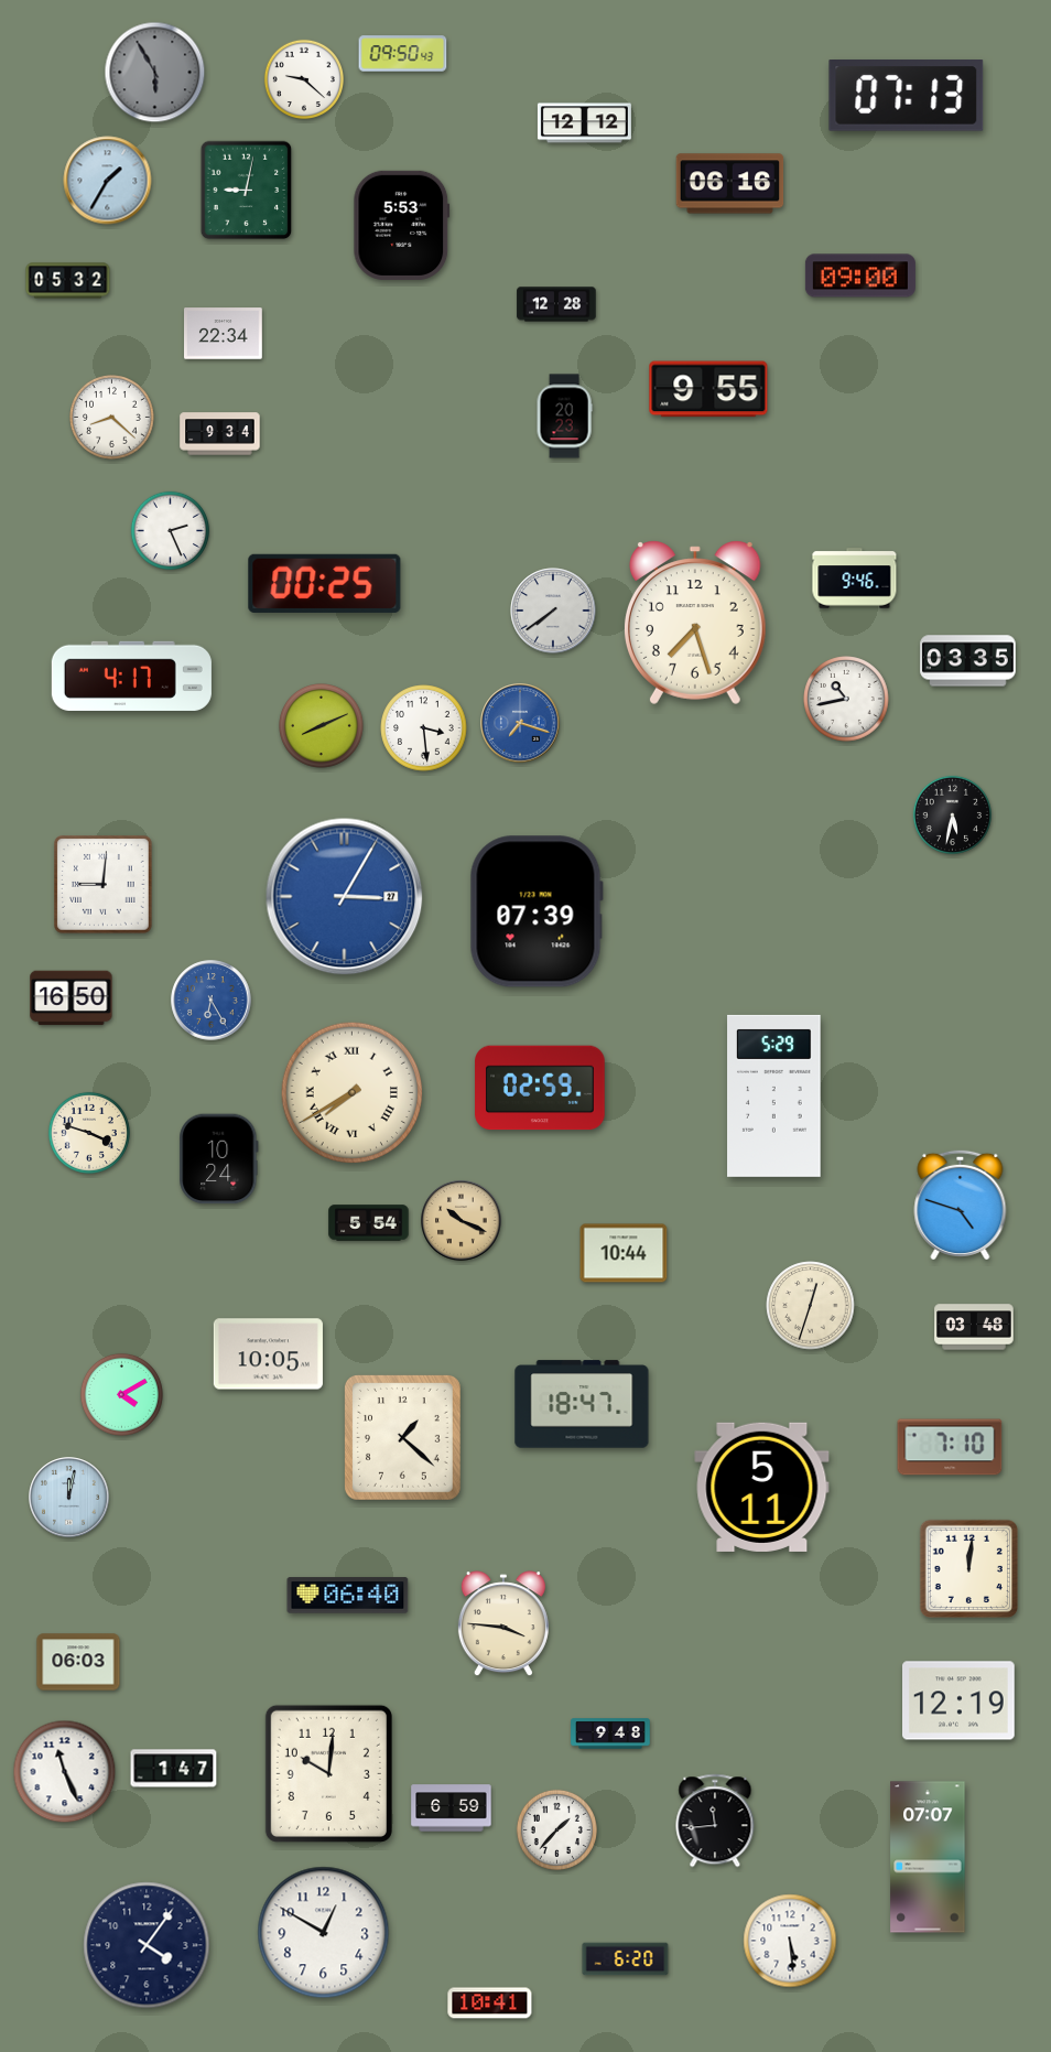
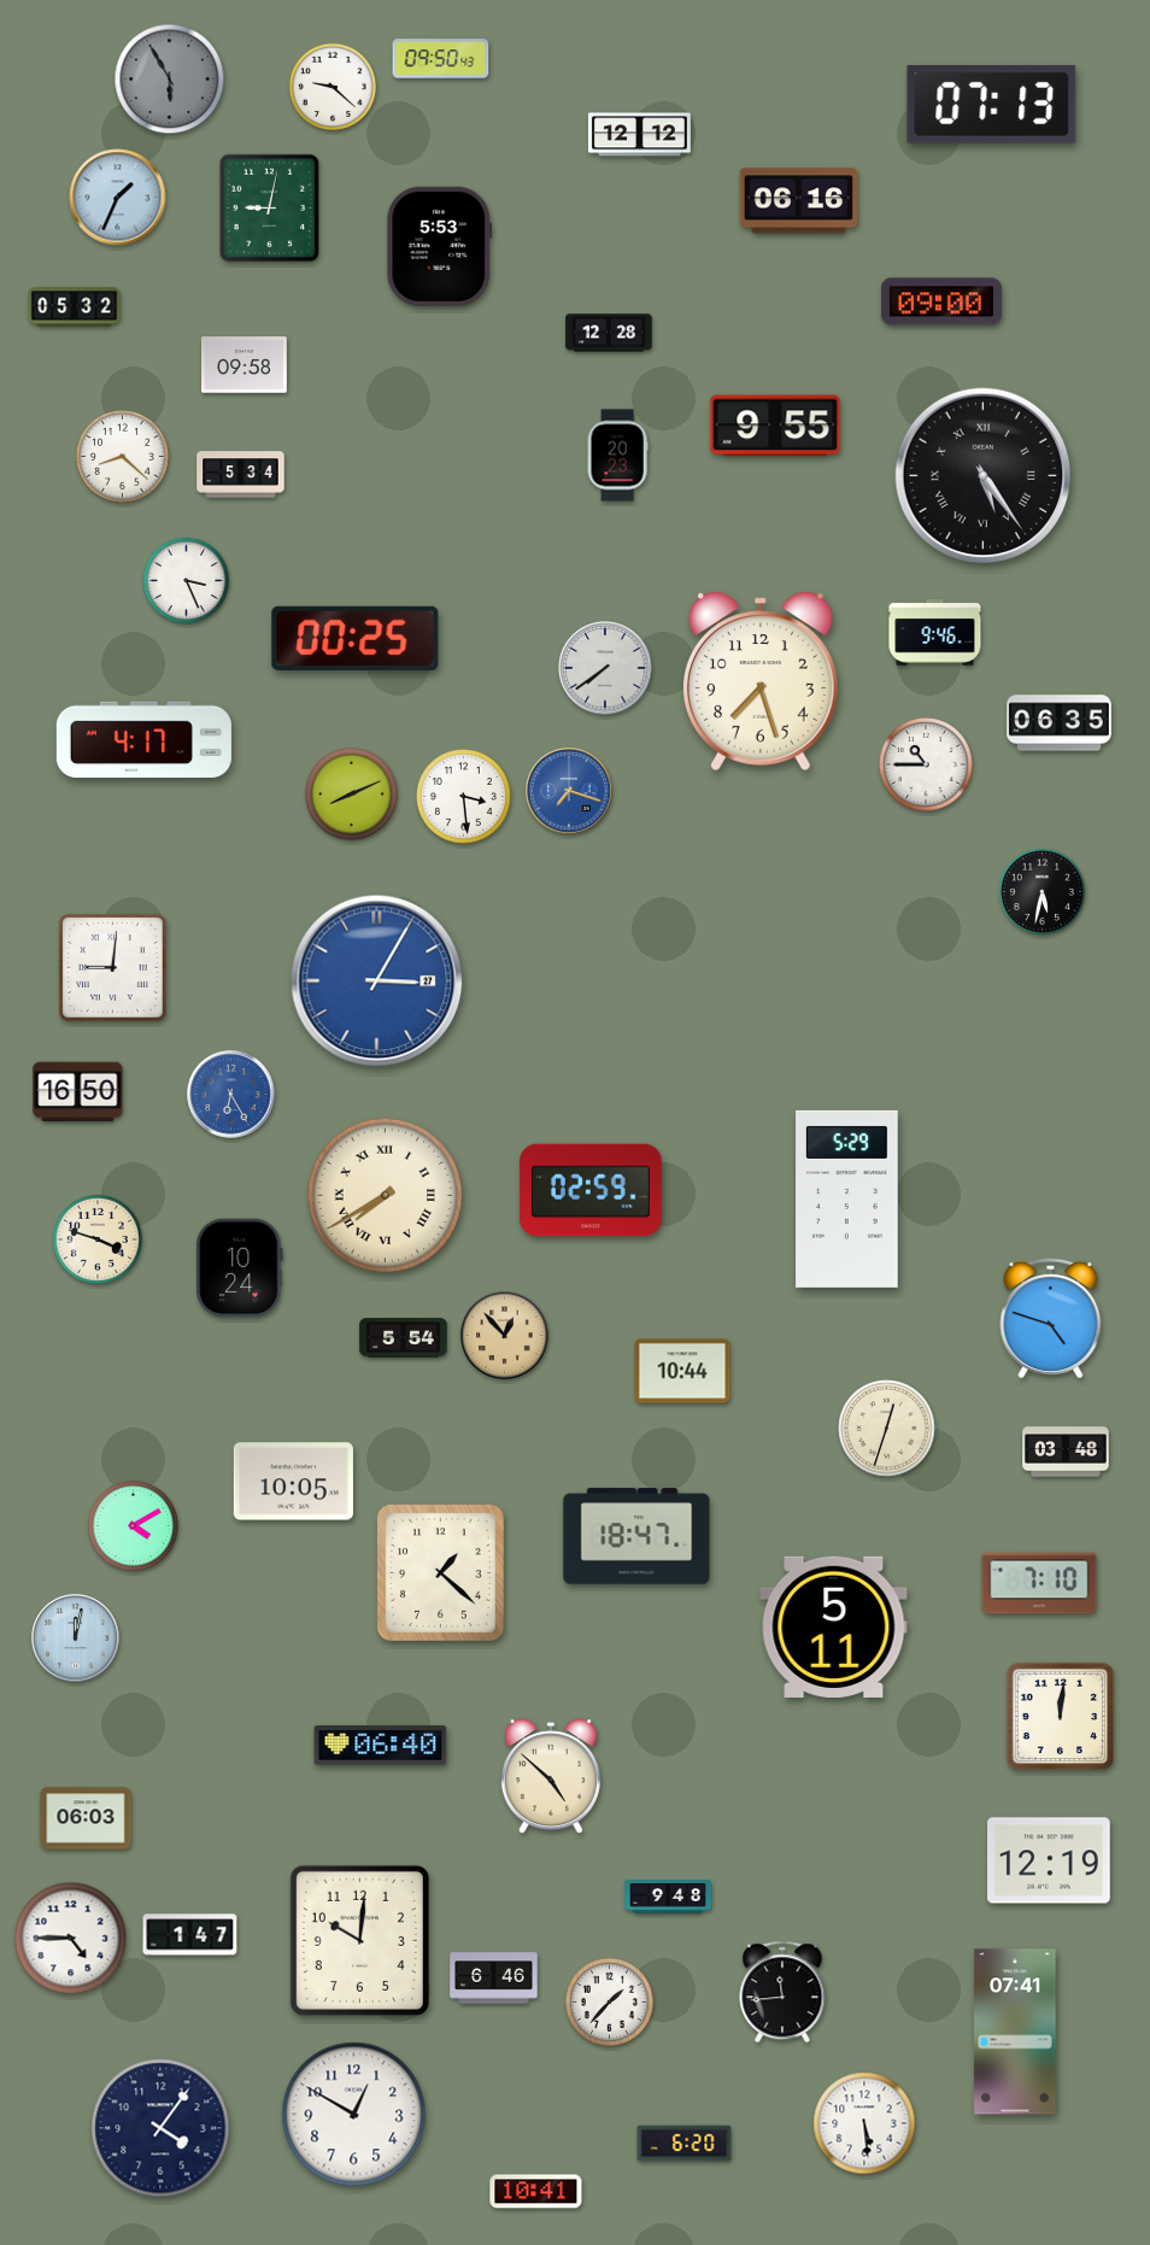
clock at (108, 181): 1:35 -> 1:34
clock at (224, 334): 22:34 -> 09:58
clock at (220, 434): 9:34 -> 5:34
clock at (984, 476): none -> 5:24
clock at (171, 531): 2:26 -> 3:26
clock at (968, 661): 03:35 -> 06:35
clock at (846, 699): 10:43 -> 10:45
clock at (537, 911): 07:39 -> none
clock at (462, 1221): 10:19 -> 12:53
clock at (503, 1624): 3:46 -> 4:52
clock at (65, 1772): 11:26 -> 4:45
clock at (452, 1808): 6:59 -> 6:46
clock at (928, 1857): 07:07 -> 07:41
